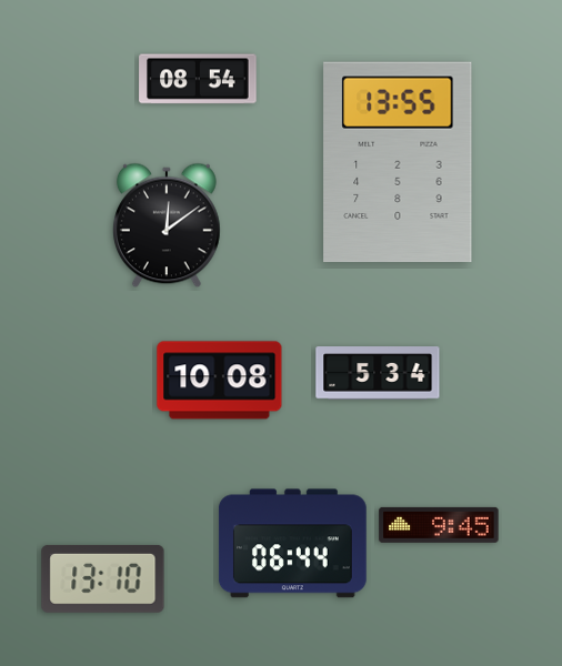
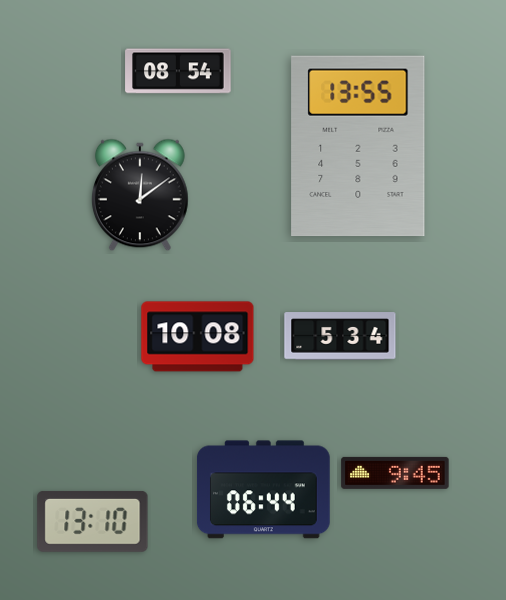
clock at (167, 225) position: (167, 225) -> (140, 195)
clock at (220, 381) position: (220, 381) -> (198, 337)
